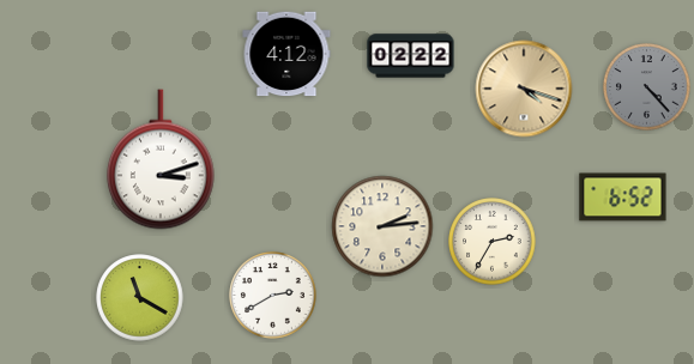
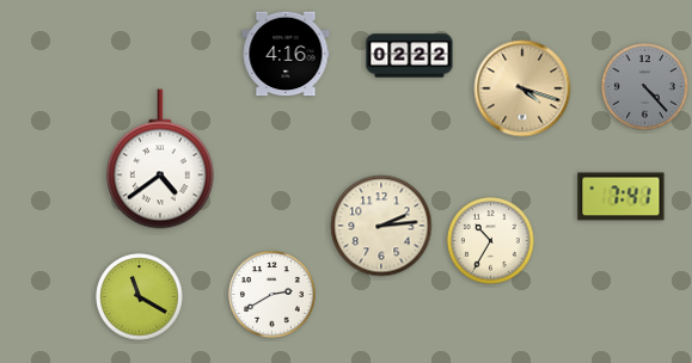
clock at (286, 54): 4:12 -> 4:16
clock at (161, 159): 3:12 -> 4:39
clock at (623, 198): 6:52 -> 7:41
clock at (493, 242): 2:35 -> 10:35
